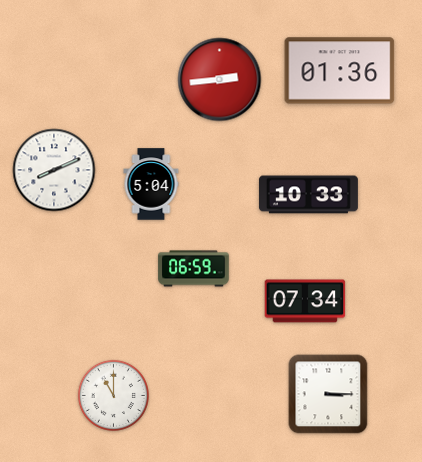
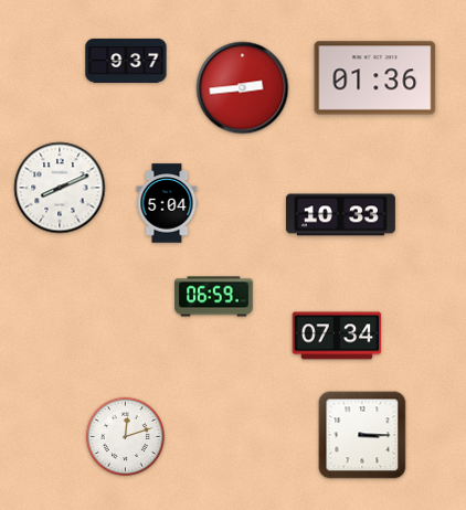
clock at (126, 61): none -> 9:37
clock at (305, 301) position: (305, 301) -> (337, 336)
clock at (113, 395): 11:00 -> 12:12
